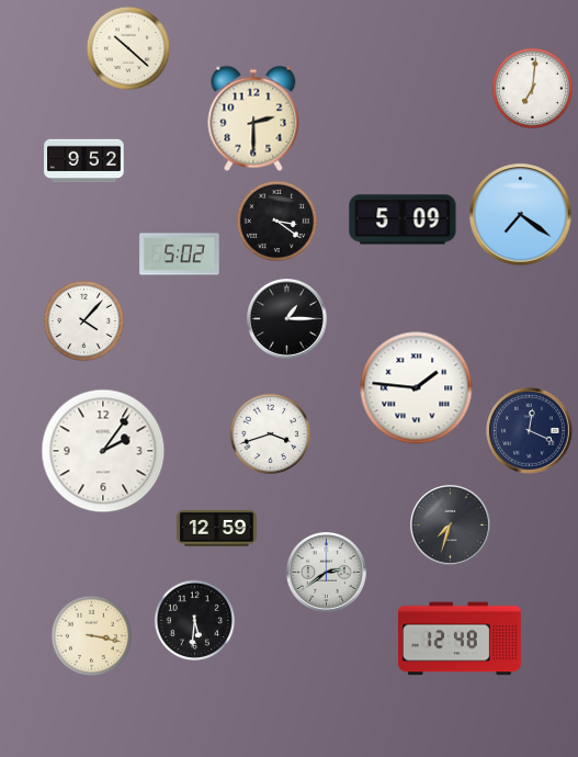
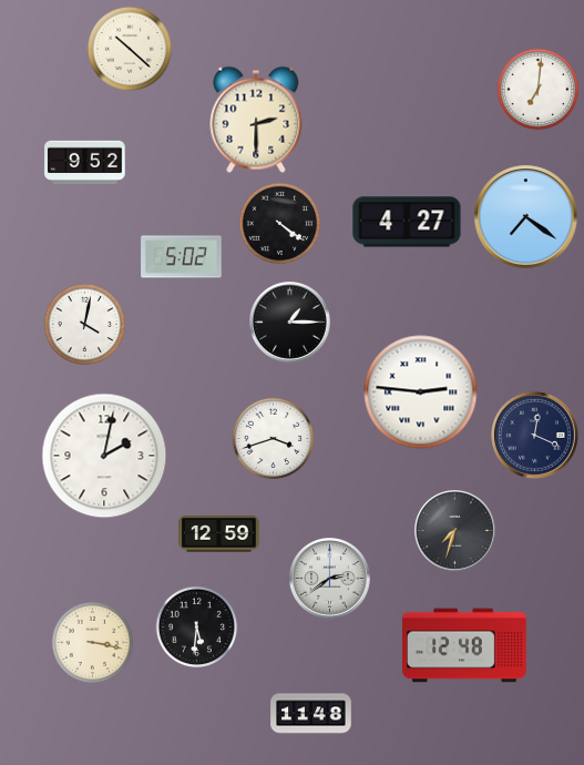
clock at (403, 219): 5:09 -> 4:27
clock at (277, 222): 3:21 -> 4:21
clock at (84, 321): 4:07 -> 4:02
clock at (417, 388): 1:46 -> 2:46
clock at (103, 451): 2:06 -> 2:02
clock at (311, 714): none -> 11:48
